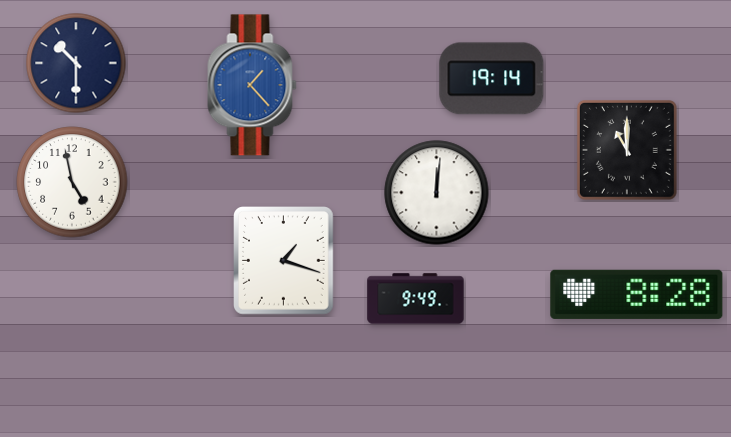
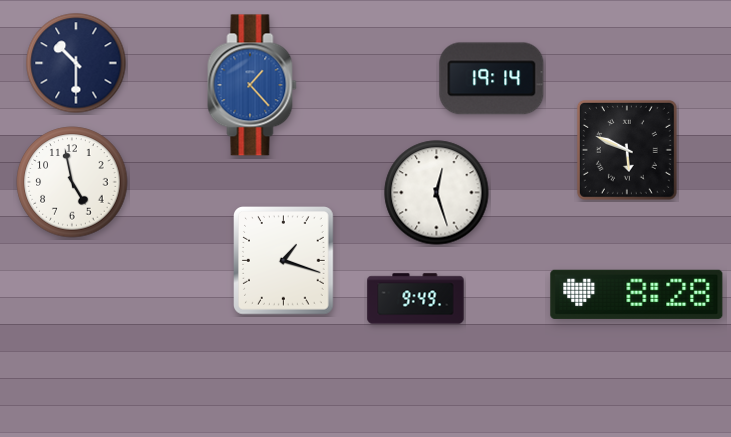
clock at (627, 150): 11:00 -> 5:49
clock at (437, 193): 12:01 -> 12:27
